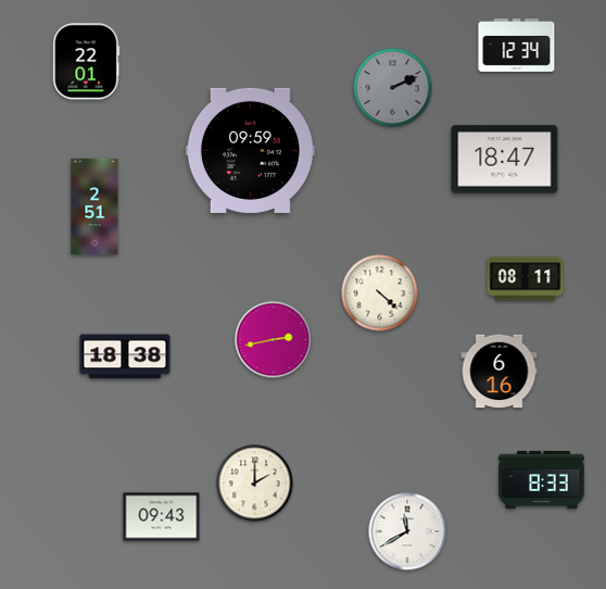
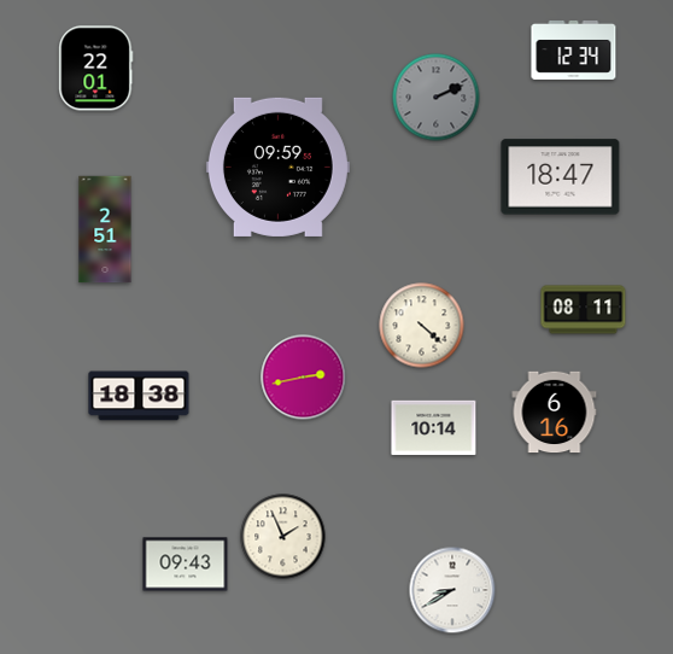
clock at (434, 428): none -> 10:14
clock at (542, 479): 8:33 -> none
clock at (255, 484): 2:00 -> 1:56
clock at (162, 517) position: (162, 517) -> (186, 565)
clock at (407, 531): 11:40 -> 8:40
